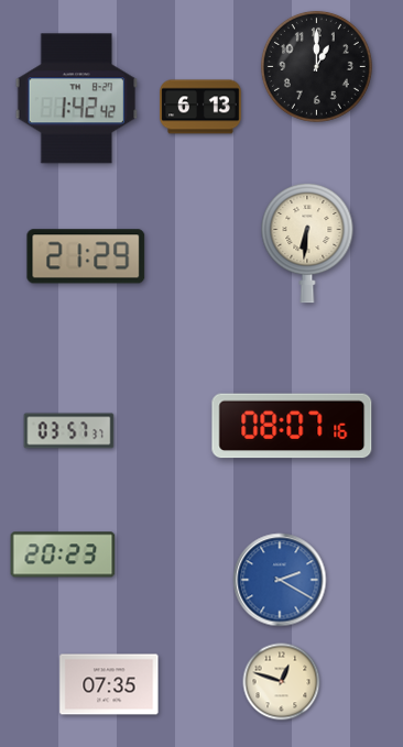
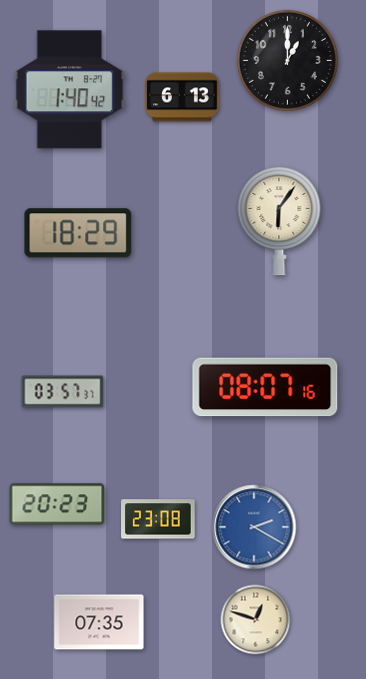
clock at (77, 99): 1:42 -> 1:40
clock at (307, 243): 6:31 -> 6:06
clock at (86, 256): 21:29 -> 18:29
clock at (158, 519): none -> 23:08
